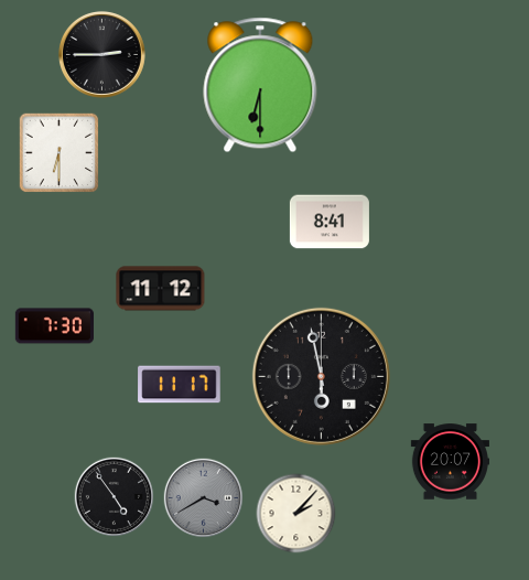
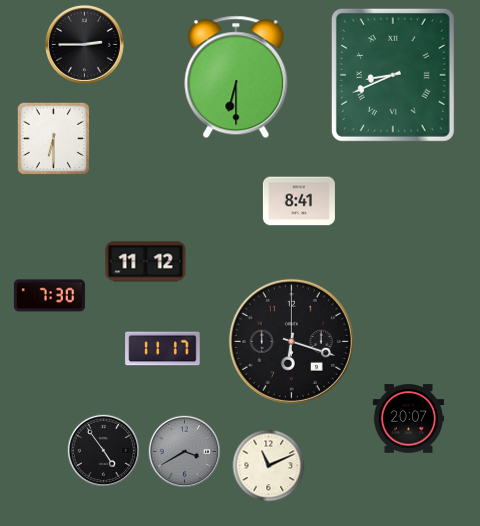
clock at (101, 54) position: (101, 54) -> (84, 44)
clock at (393, 75): none -> 8:41
clock at (321, 376): 5:58 -> 6:18
clock at (296, 514): 2:07 -> 11:11
